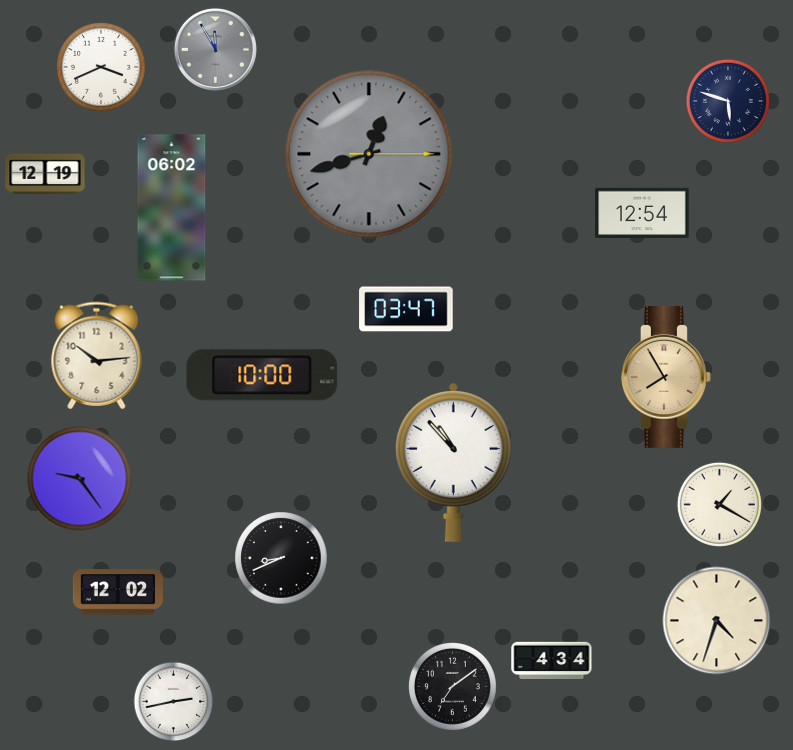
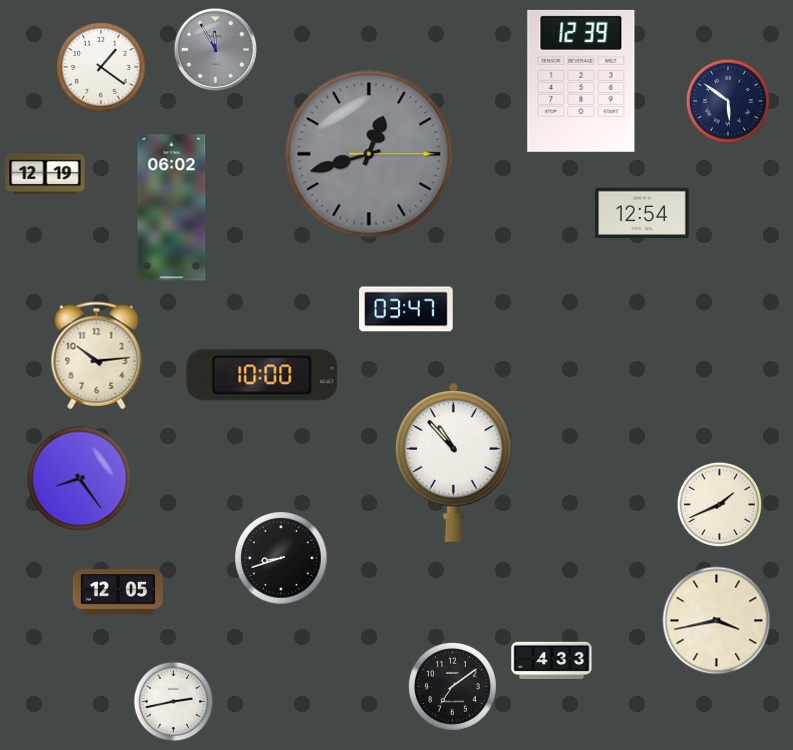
clock at (102, 68): 3:41 -> 1:21
clock at (581, 81): none -> 12:39
clock at (728, 101): 5:48 -> 5:51
clock at (666, 377): 7:55 -> none
clock at (80, 479): 9:24 -> 8:24
clock at (719, 504): 1:20 -> 1:41
clock at (281, 558): 8:41 -> 8:42
clock at (118, 592): 12:02 -> 12:05
clock at (717, 621): 4:33 -> 3:43
clock at (552, 660): 4:34 -> 4:33
